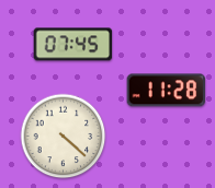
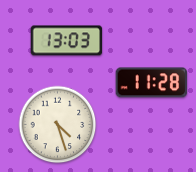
clock at (73, 45): 07:45 -> 13:03
clock at (64, 137): 4:22 -> 4:27
